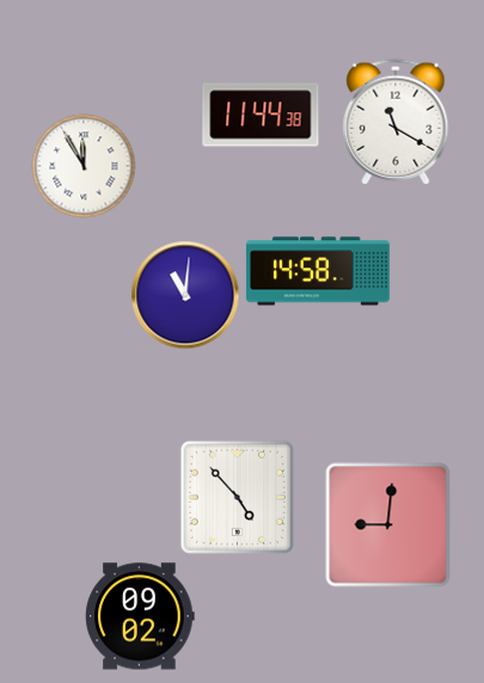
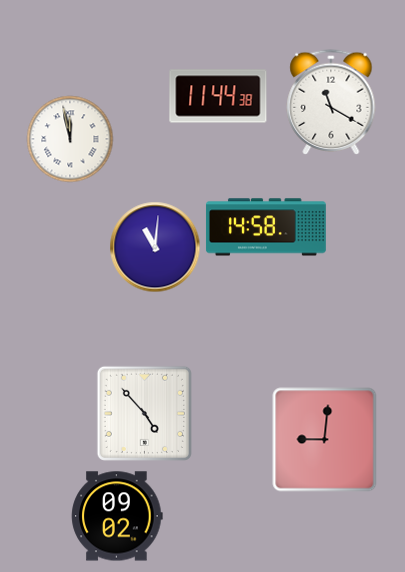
clock at (84, 166): 11:55 -> 11:58
clock at (237, 497) position: (237, 497) -> (144, 413)
